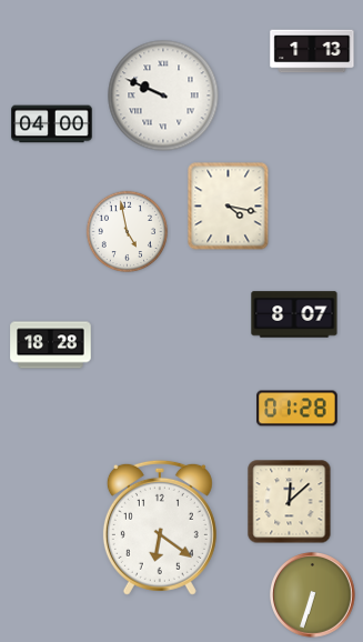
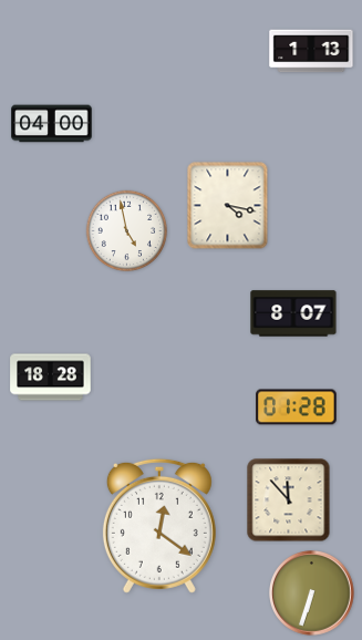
clock at (163, 96): 9:49 -> none
clock at (51, 345) position: (51, 345) -> (51, 378)
clock at (290, 502): 12:08 -> 11:53
clock at (160, 528): 6:21 -> 12:21
